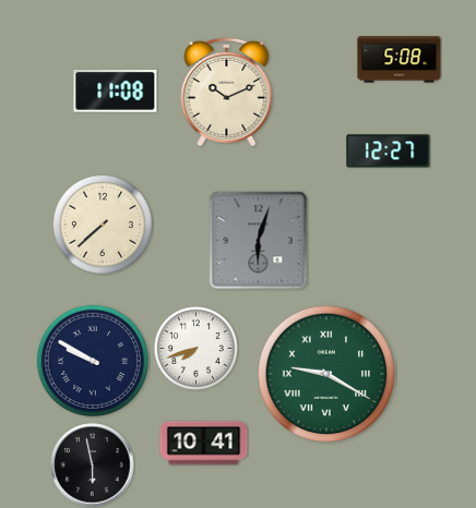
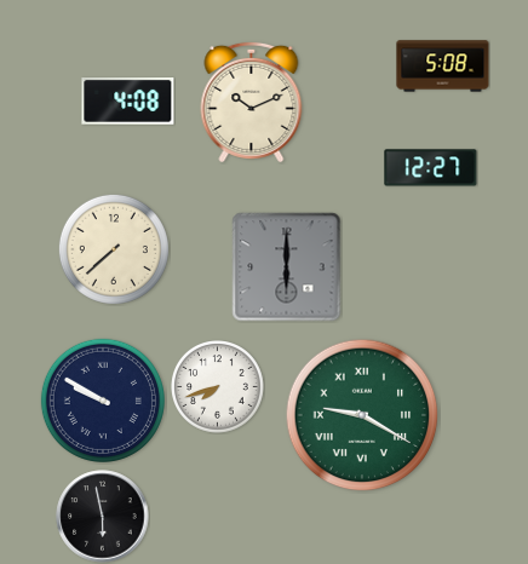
clock at (116, 92): 11:08 -> 4:08
clock at (259, 241): 6:03 -> 6:00
clock at (204, 444): 10:41 -> none
